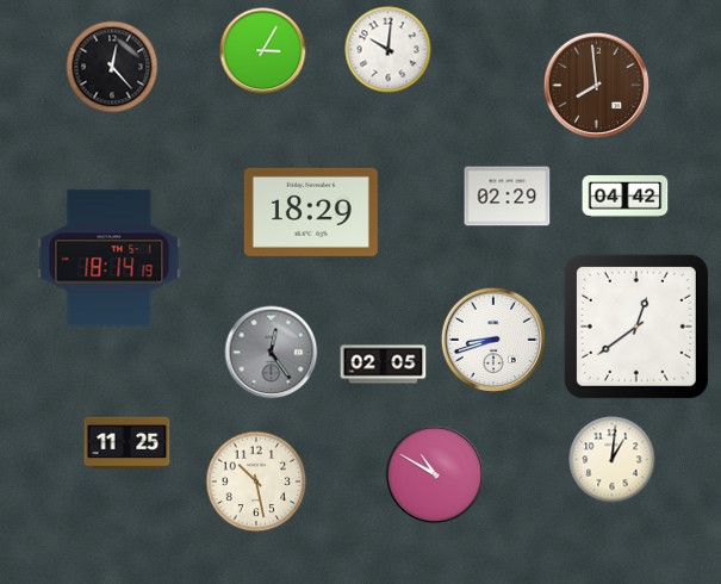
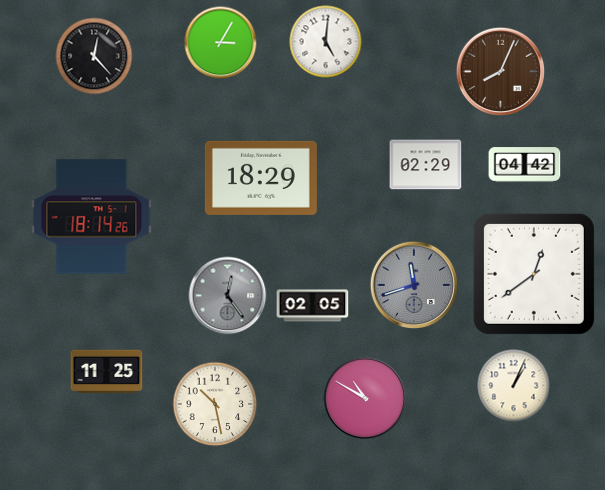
clock at (389, 50): 10:01 -> 5:01
clock at (596, 85): 7:59 -> 8:04
clock at (110, 259): 18:14:19 -> 18:14:26
clock at (492, 338): 8:42 -> 11:42
clock at (492, 338) dial: white -> grey
clock at (384, 365) position: (384, 365) -> (313, 306)
clock at (613, 460): 1:01 -> 1:04
